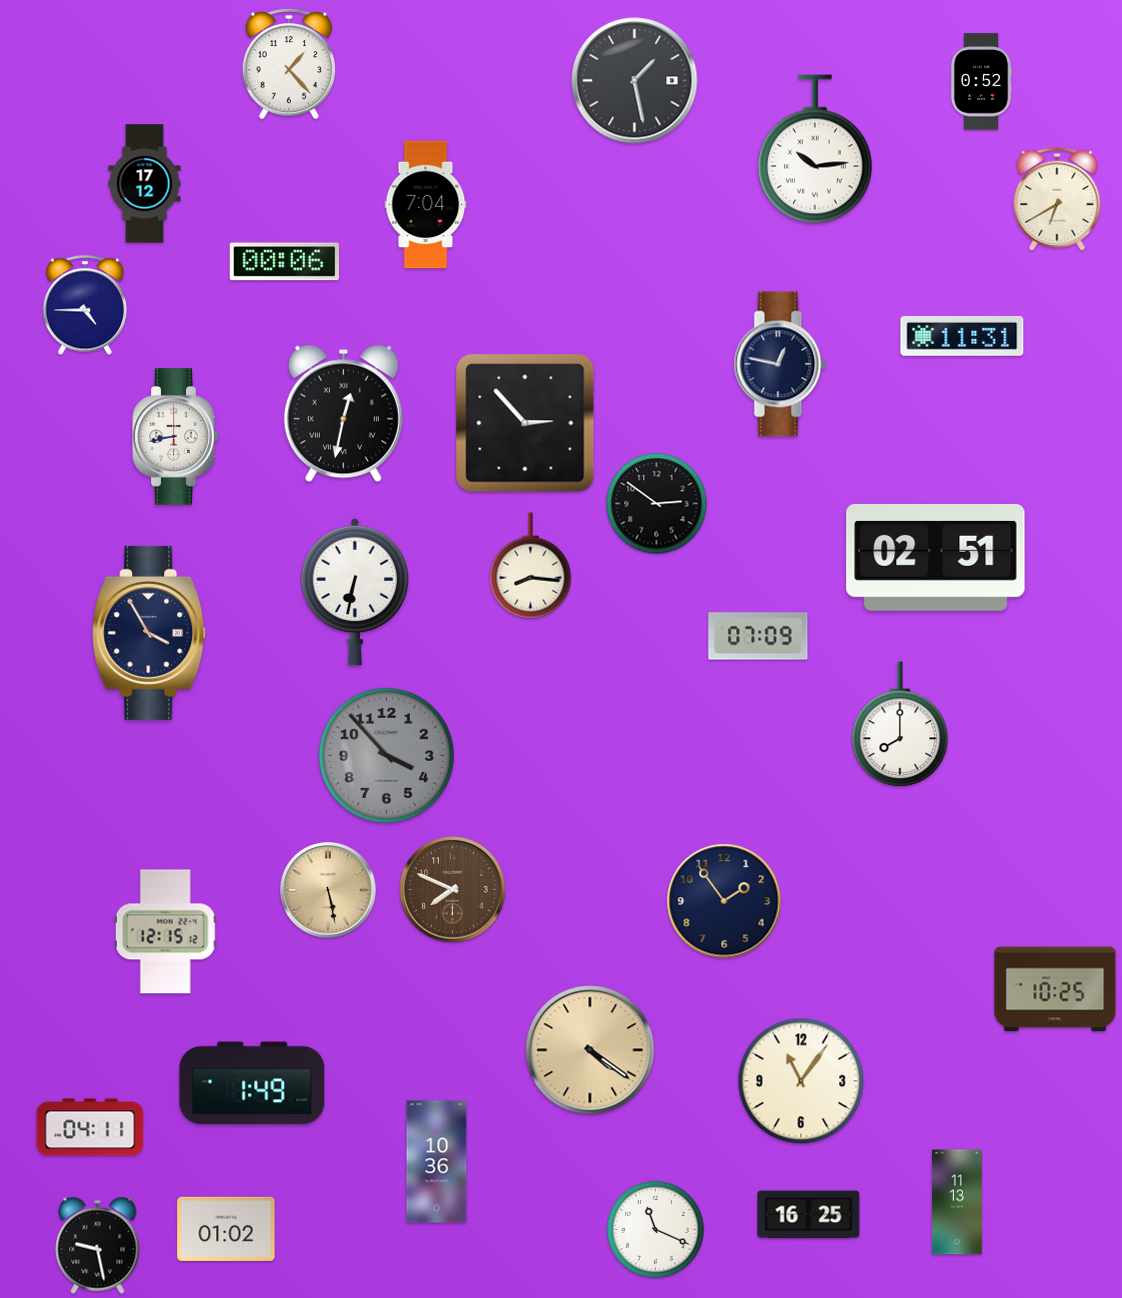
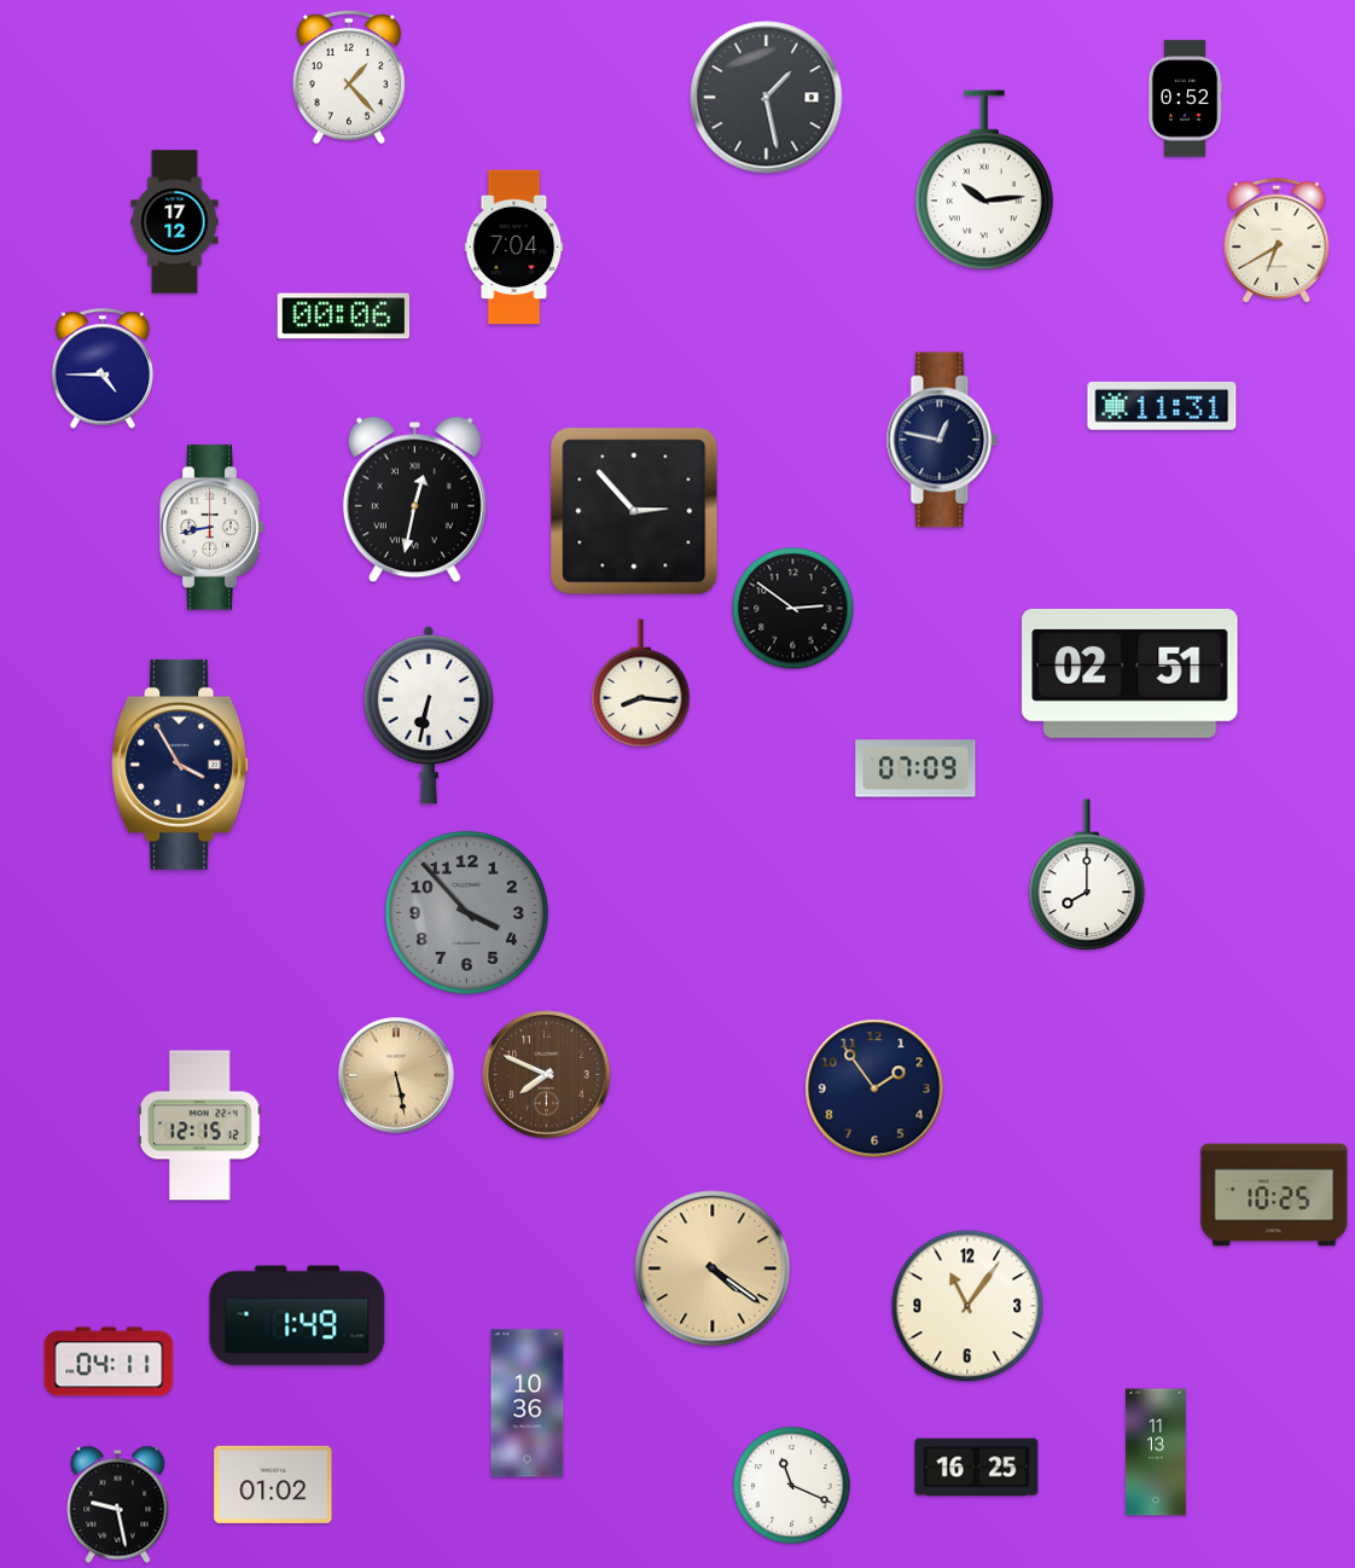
clock at (252, 1083) position: (252, 1083) -> (297, 1316)
